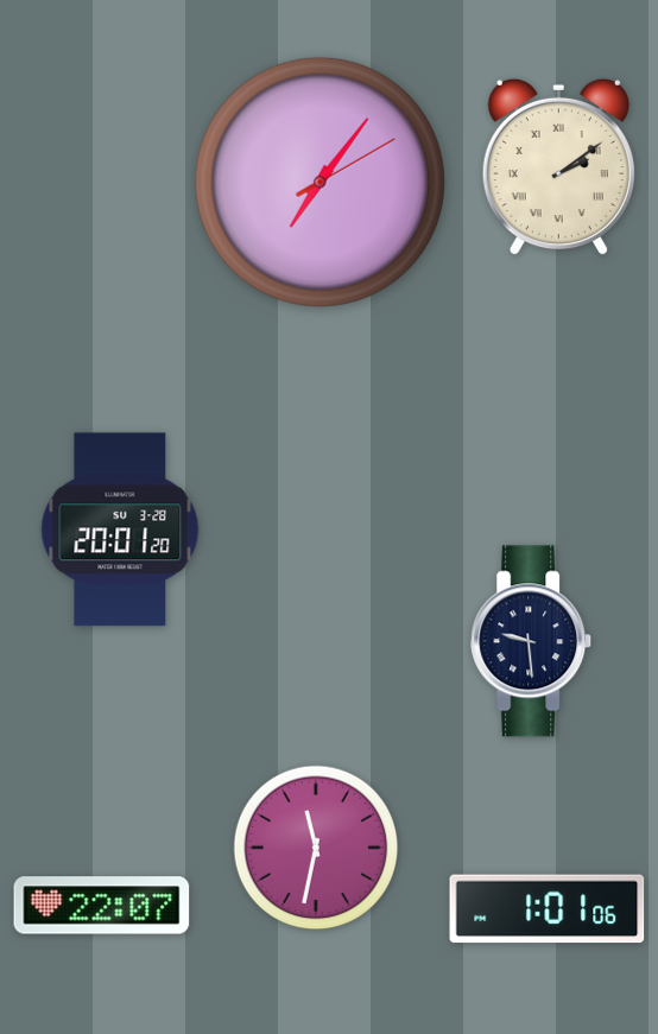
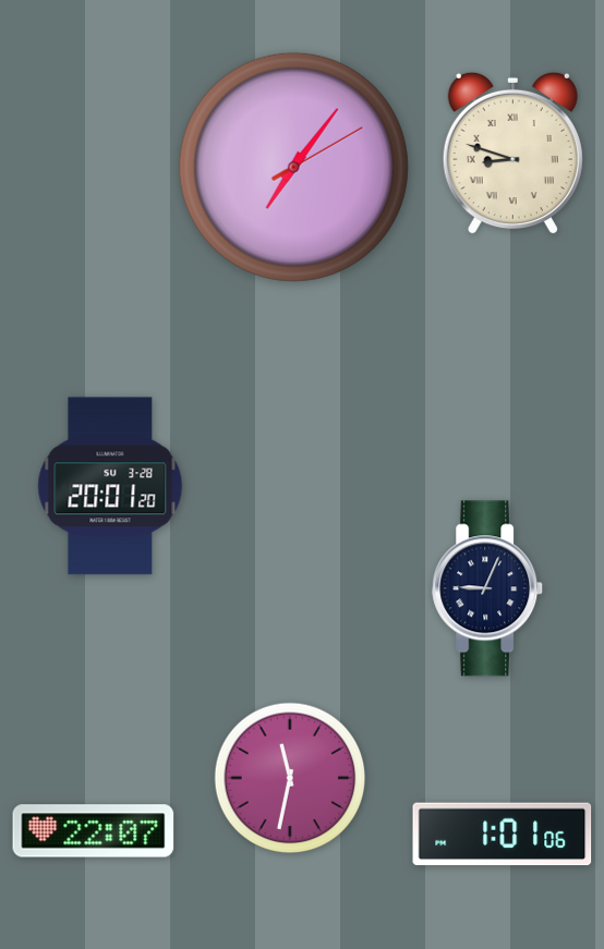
clock at (558, 167): 2:09 -> 8:48
clock at (532, 641): 9:29 -> 9:04
